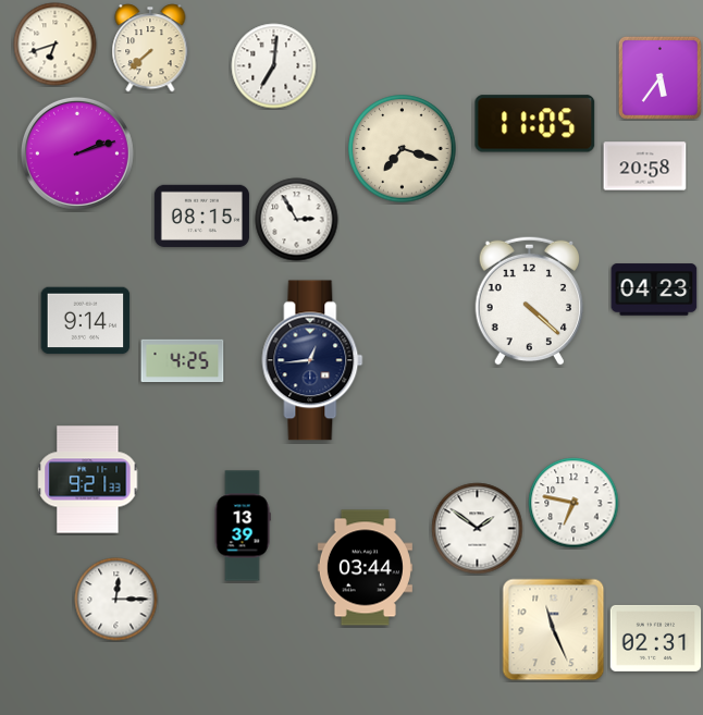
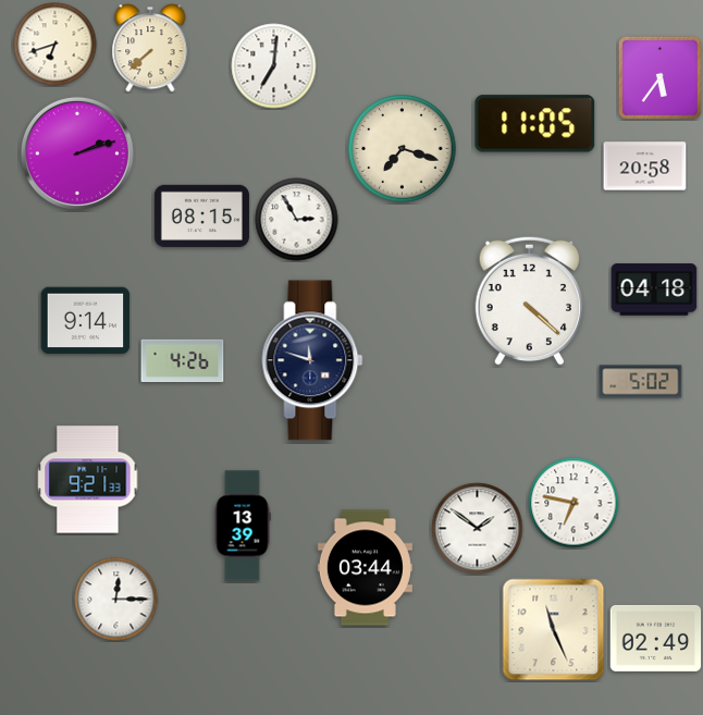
clock at (654, 289): 04:23 -> 04:18
clock at (312, 360): 12:44 -> 11:48
clock at (183, 361): 4:25 -> 4:26
clock at (641, 382): none -> 5:02
clock at (656, 638): 02:31 -> 02:49
